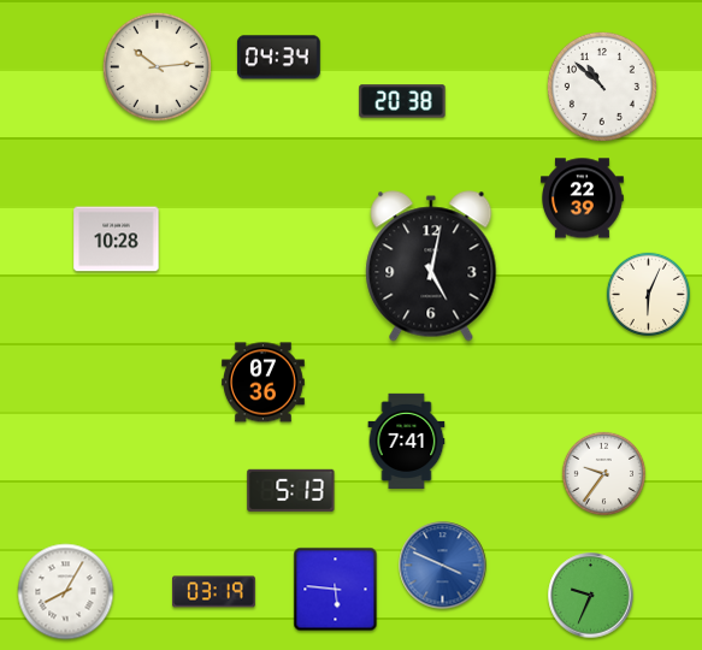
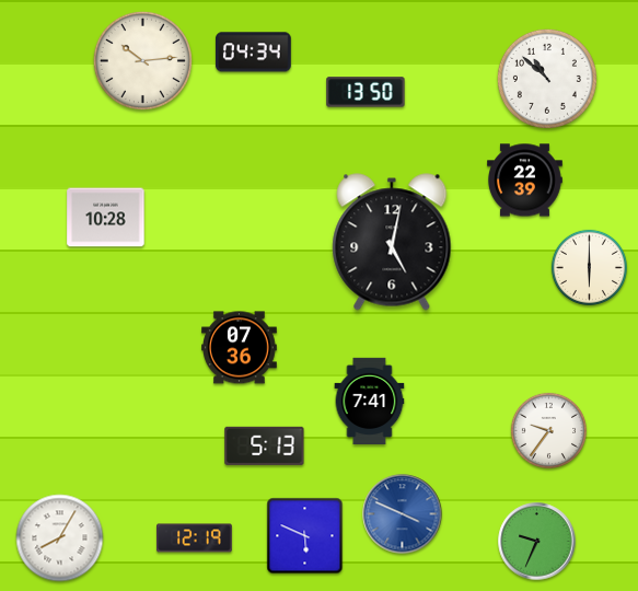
clock at (402, 101): 20:38 -> 13:50
clock at (583, 199) position: (583, 199) -> (525, 181)
clock at (648, 294): 6:04 -> 6:00
clock at (336, 590): 5:46 -> 5:49
clock at (214, 592): 03:19 -> 12:19
